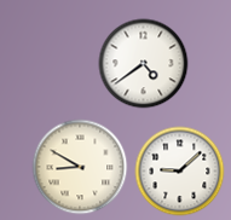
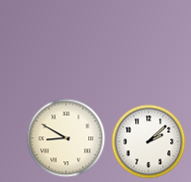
clock at (144, 64): 4:39 -> none
clock at (180, 172): 9:08 -> 2:08
